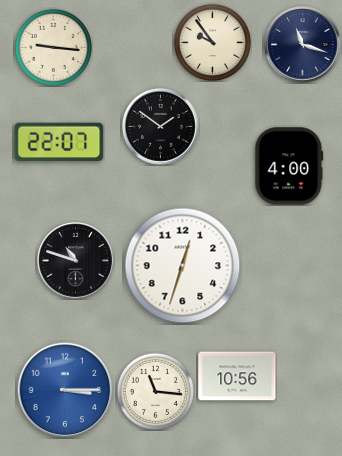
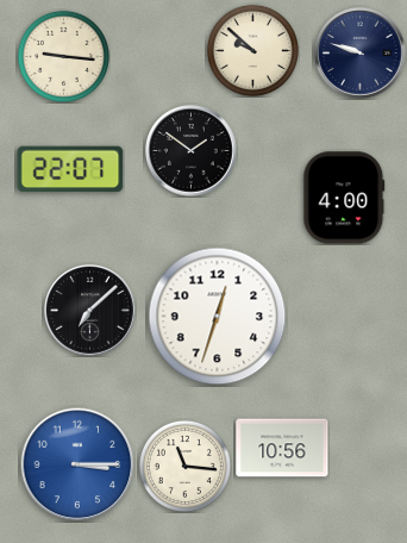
clock at (212, 42): 9:54 -> 9:52
clock at (303, 45): 11:18 -> 9:48
clock at (76, 261): 10:48 -> 7:08
